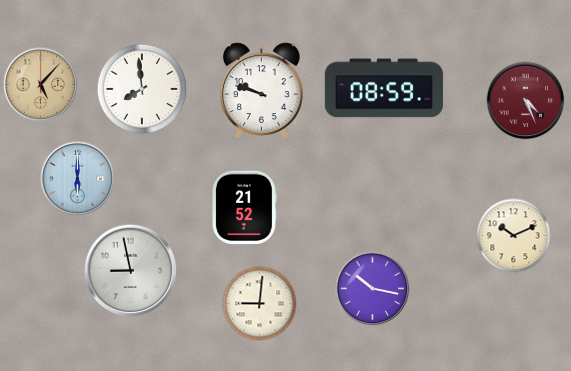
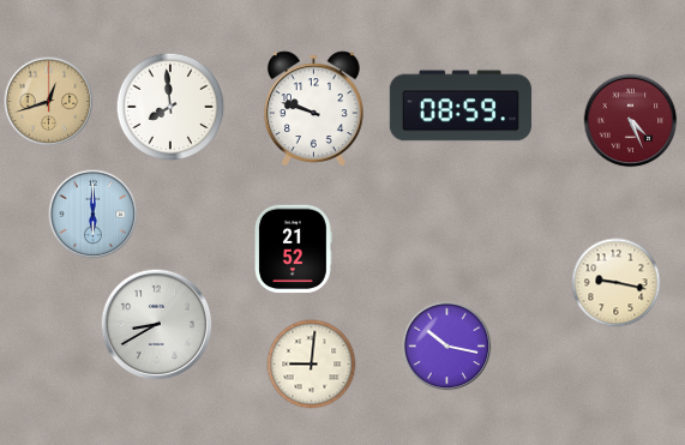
clock at (41, 85): 5:07 -> 12:42
clock at (514, 236): 10:11 -> 9:17
clock at (131, 271): 8:58 -> 8:40
